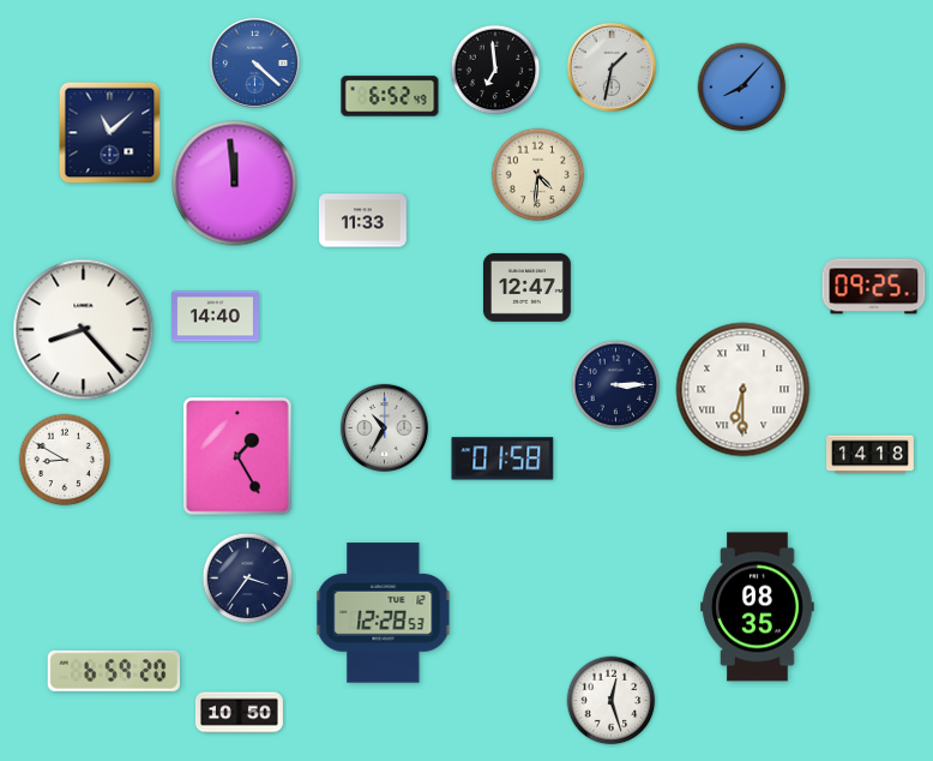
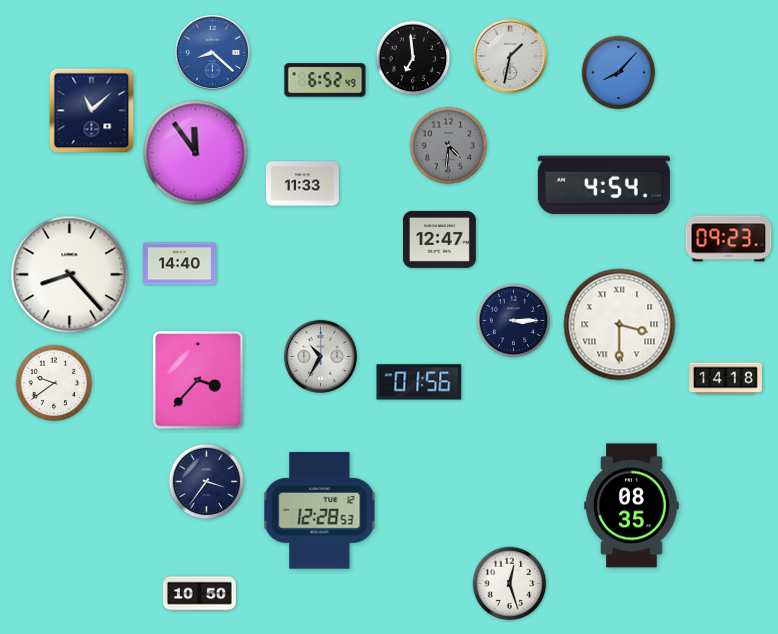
clock at (254, 62): 4:22 -> 8:22
clock at (538, 175) dial: cream -> grey
clock at (235, 184): 11:59 -> 11:54
clock at (604, 185): none -> 4:54
clock at (874, 287): 09:25 -> 09:23
clock at (744, 390): 6:30 -> 3:30
clock at (237, 456): 1:25 -> 3:37
clock at (502, 459): 01:58 -> 01:56
clock at (65, 460): 8:50 -> 9:39
clock at (114, 671): 6:59 -> none
